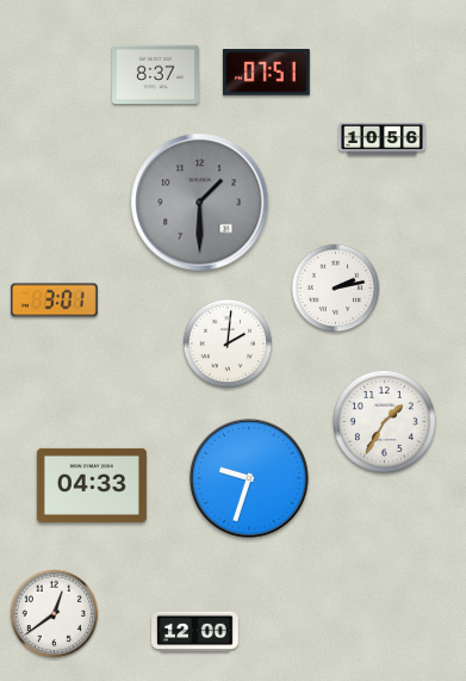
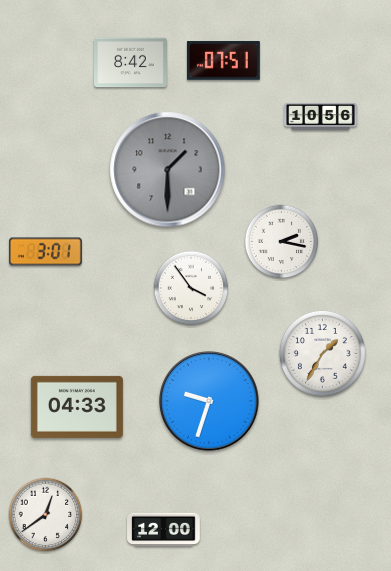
clock at (156, 75): 8:37 -> 8:42
clock at (336, 289): 2:13 -> 2:17
clock at (228, 343): 2:01 -> 3:54
